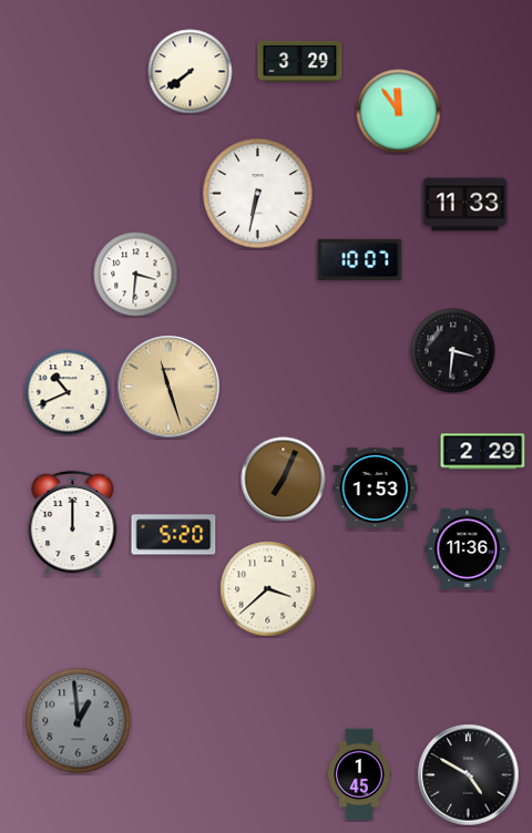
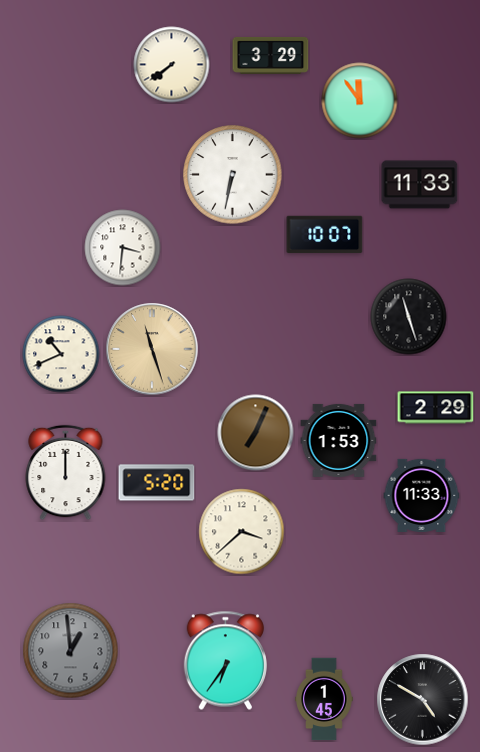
clock at (453, 351): 3:31 -> 11:27
clock at (468, 548): 11:36 -> 11:33
clock at (225, 661): none -> 6:36
